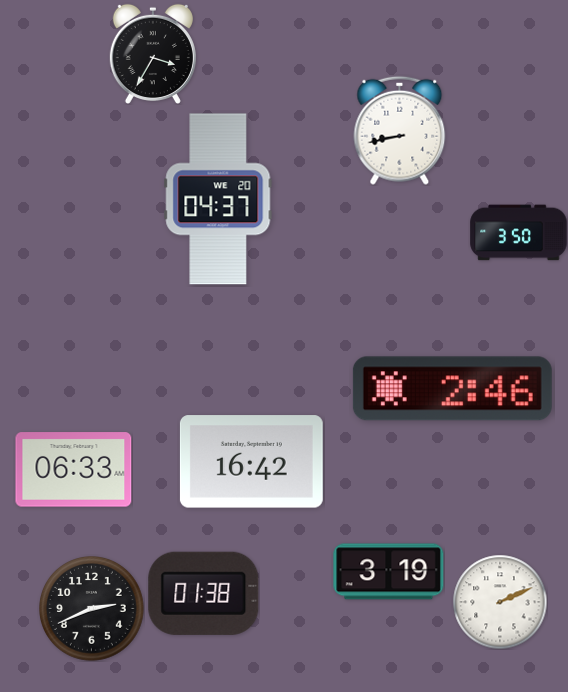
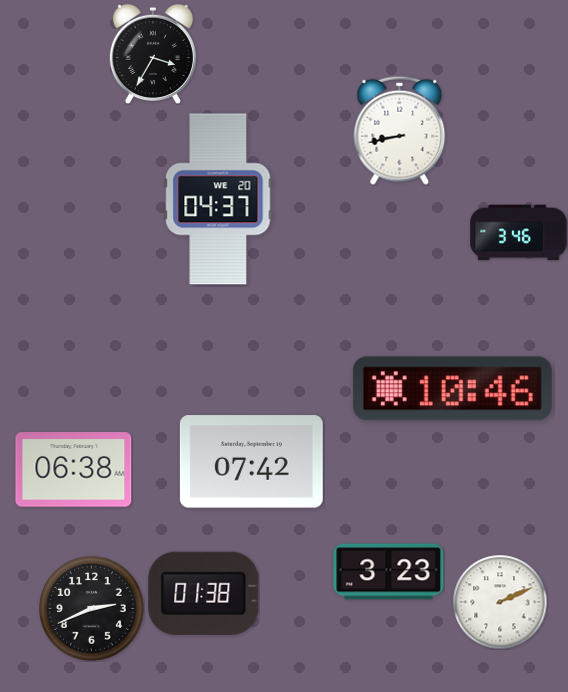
clock at (519, 233): 3:50 -> 3:46
clock at (452, 389): 2:46 -> 10:46
clock at (251, 462): 16:42 -> 07:42
clock at (74, 470): 06:33 -> 06:38
clock at (389, 572): 3:19 -> 3:23
